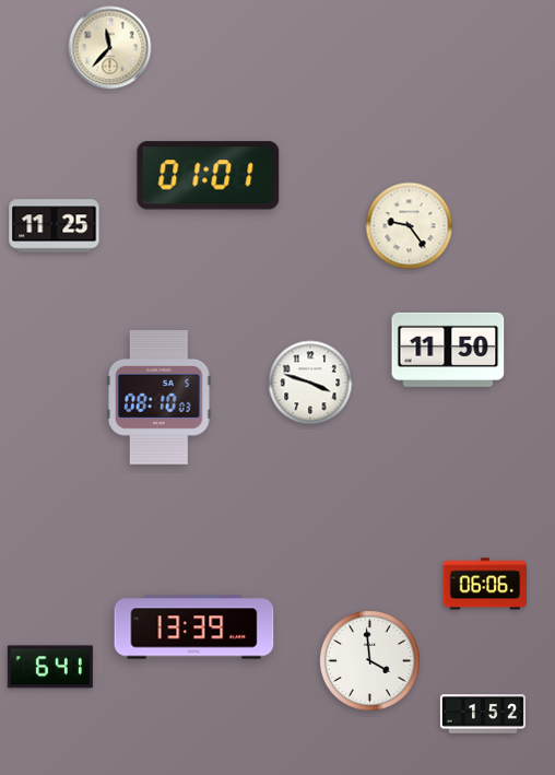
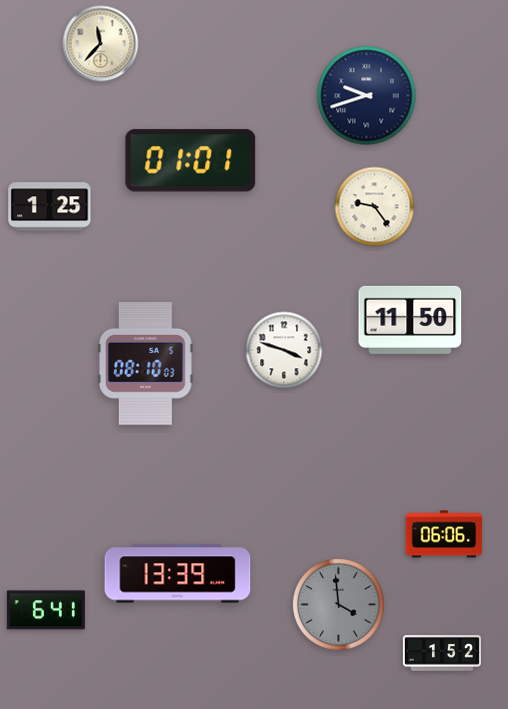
clock at (367, 96): none -> 9:42
clock at (55, 226): 11:25 -> 1:25
clock at (369, 660) dial: white -> grey
